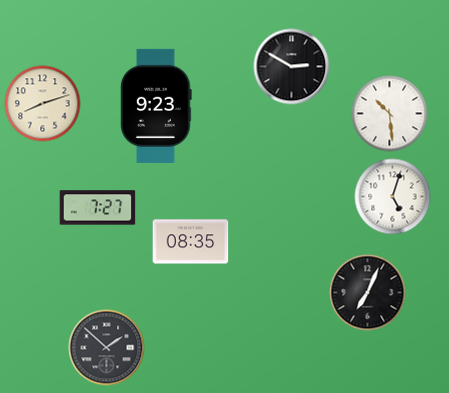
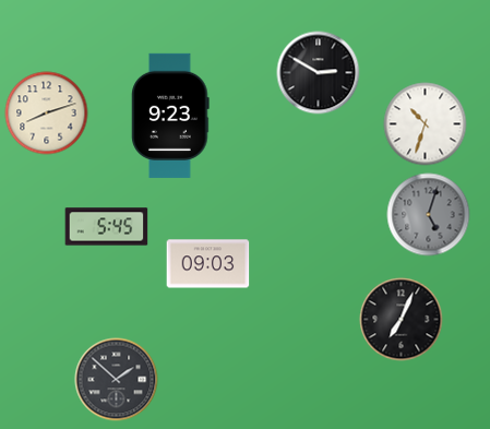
clock at (390, 114): 10:29 -> 10:33
clock at (393, 197) dial: white -> grey
clock at (98, 208): 7:27 -> 5:45
clock at (191, 242): 08:35 -> 09:03
